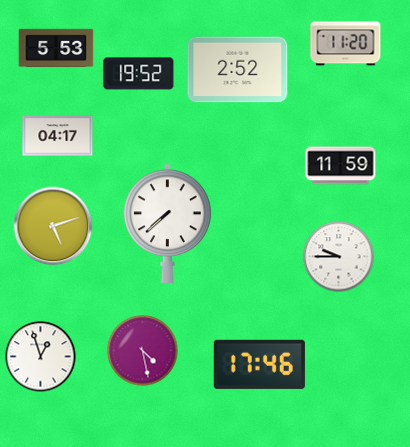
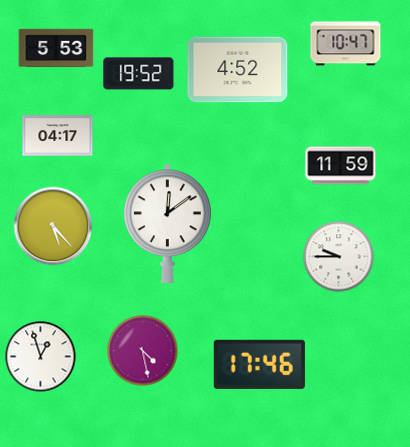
clock at (346, 44): 11:20 -> 10:47
clock at (238, 70): 2:52 -> 4:52
clock at (168, 223): 7:38 -> 12:09
clock at (53, 226): 5:12 -> 5:23
